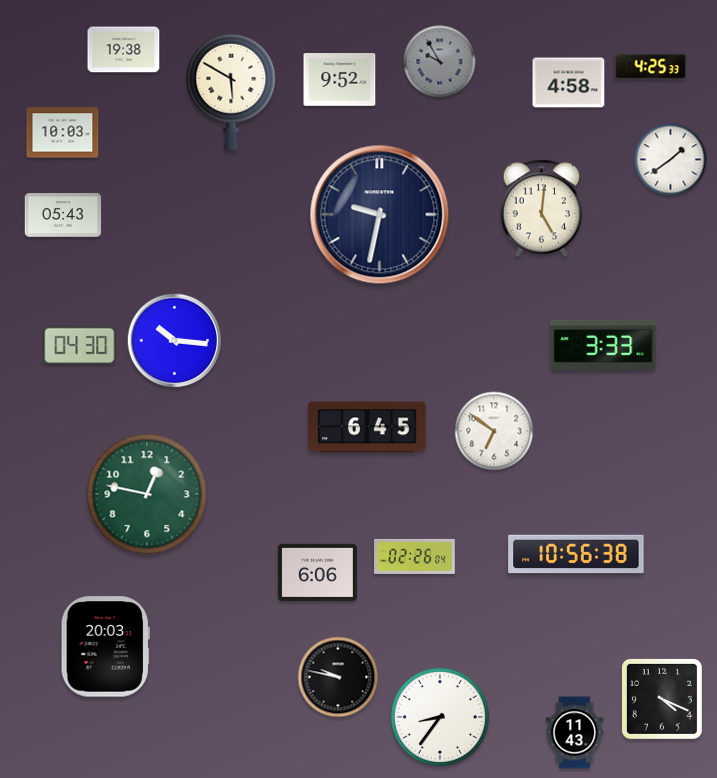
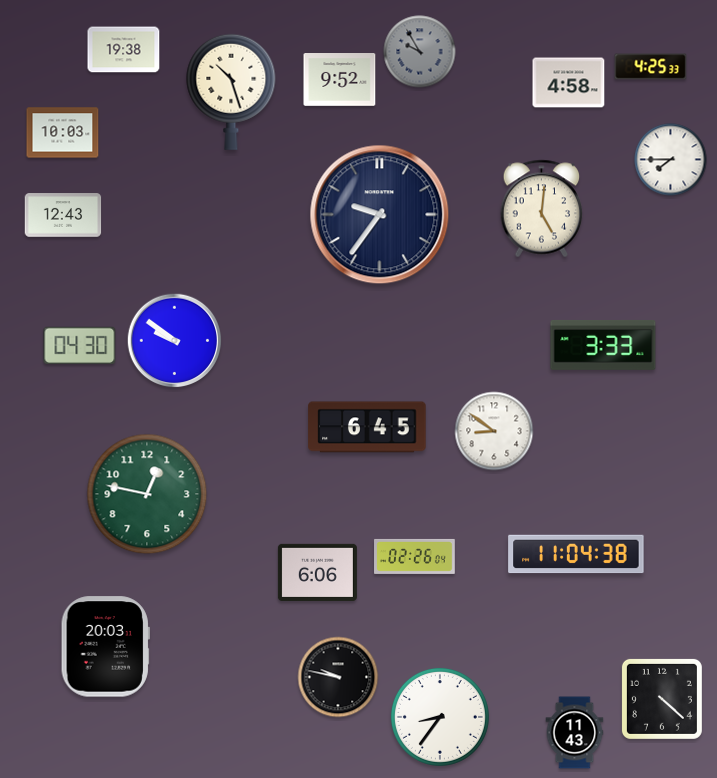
clock at (440, 62) position: (440, 62) -> (420, 52)
clock at (231, 92): 5:50 -> 10:27
clock at (671, 160): 1:39 -> 7:45
clock at (63, 215): 05:43 -> 12:43
clock at (380, 215): 9:32 -> 9:36
clock at (175, 341): 10:16 -> 9:51
clock at (494, 431): 6:51 -> 8:51
clock at (576, 554): 10:56 -> 11:04
clock at (662, 699): 4:19 -> 4:22
